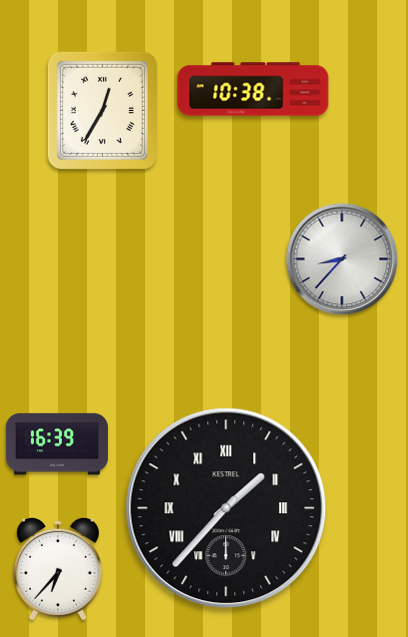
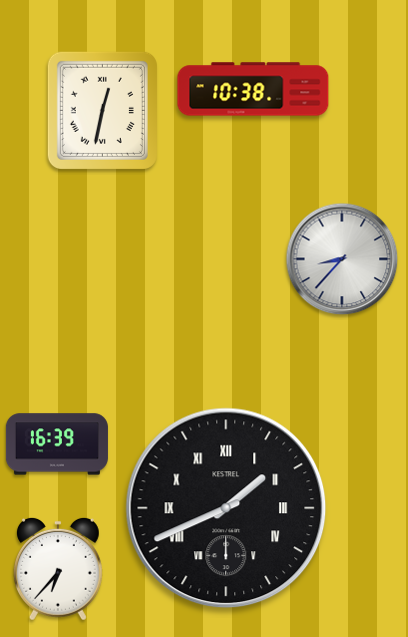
clock at (102, 110): 12:35 -> 12:32
clock at (226, 508): 1:37 -> 1:41
